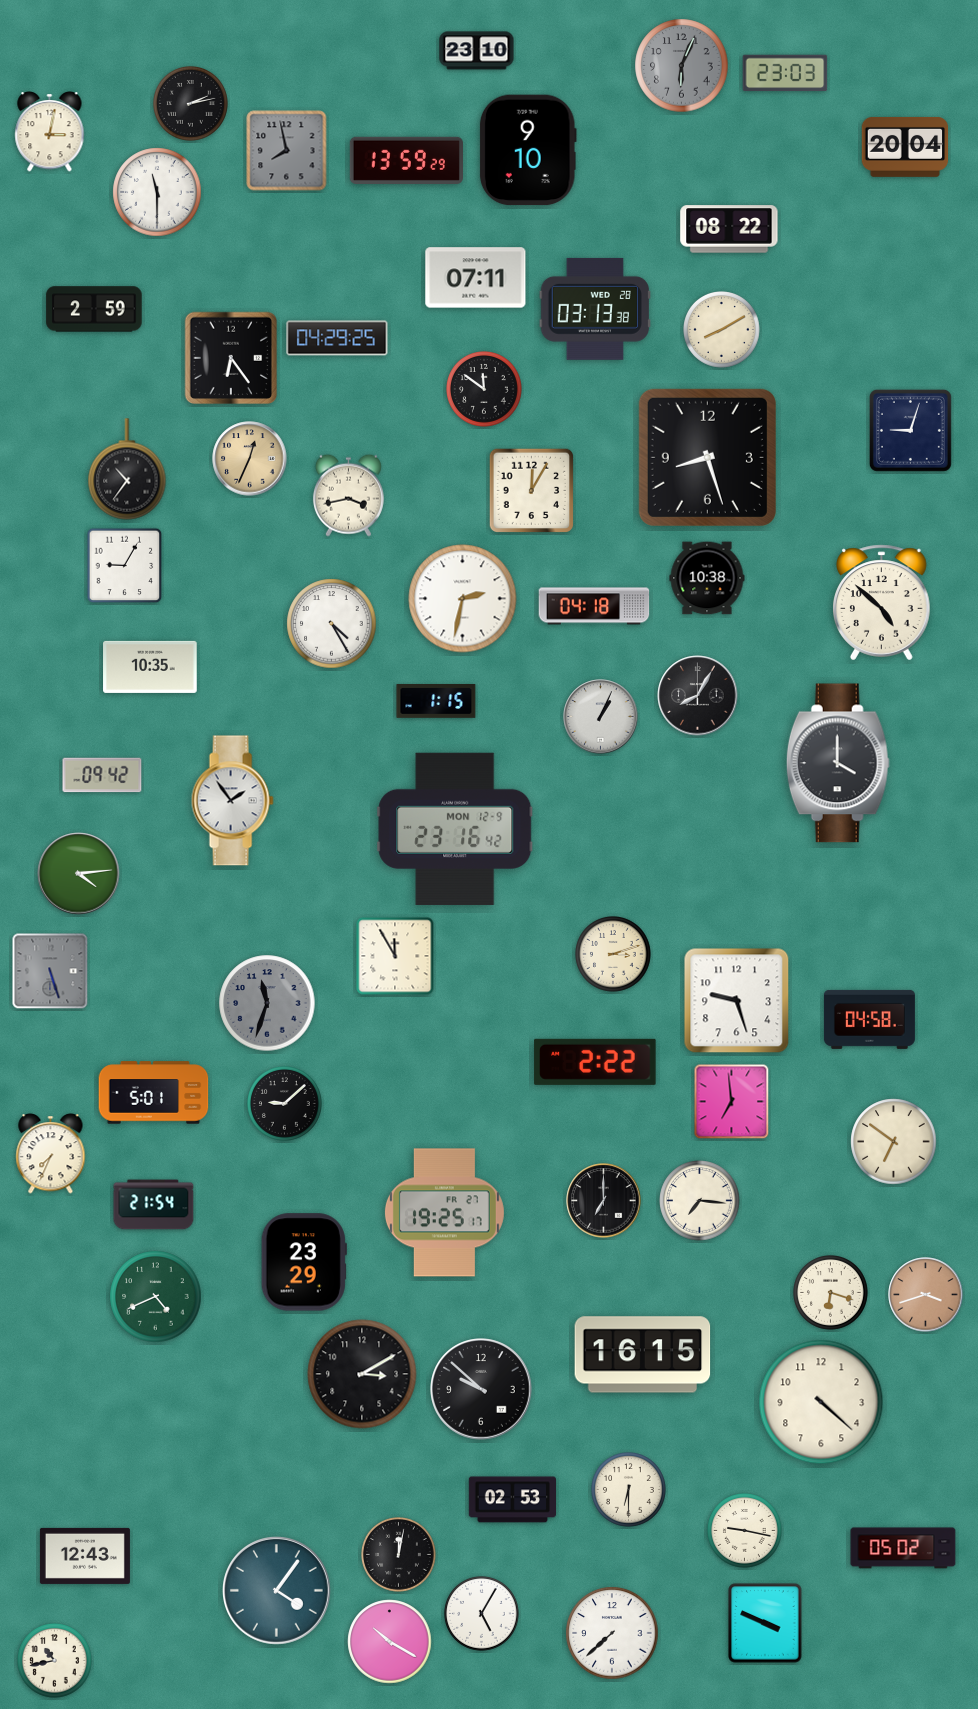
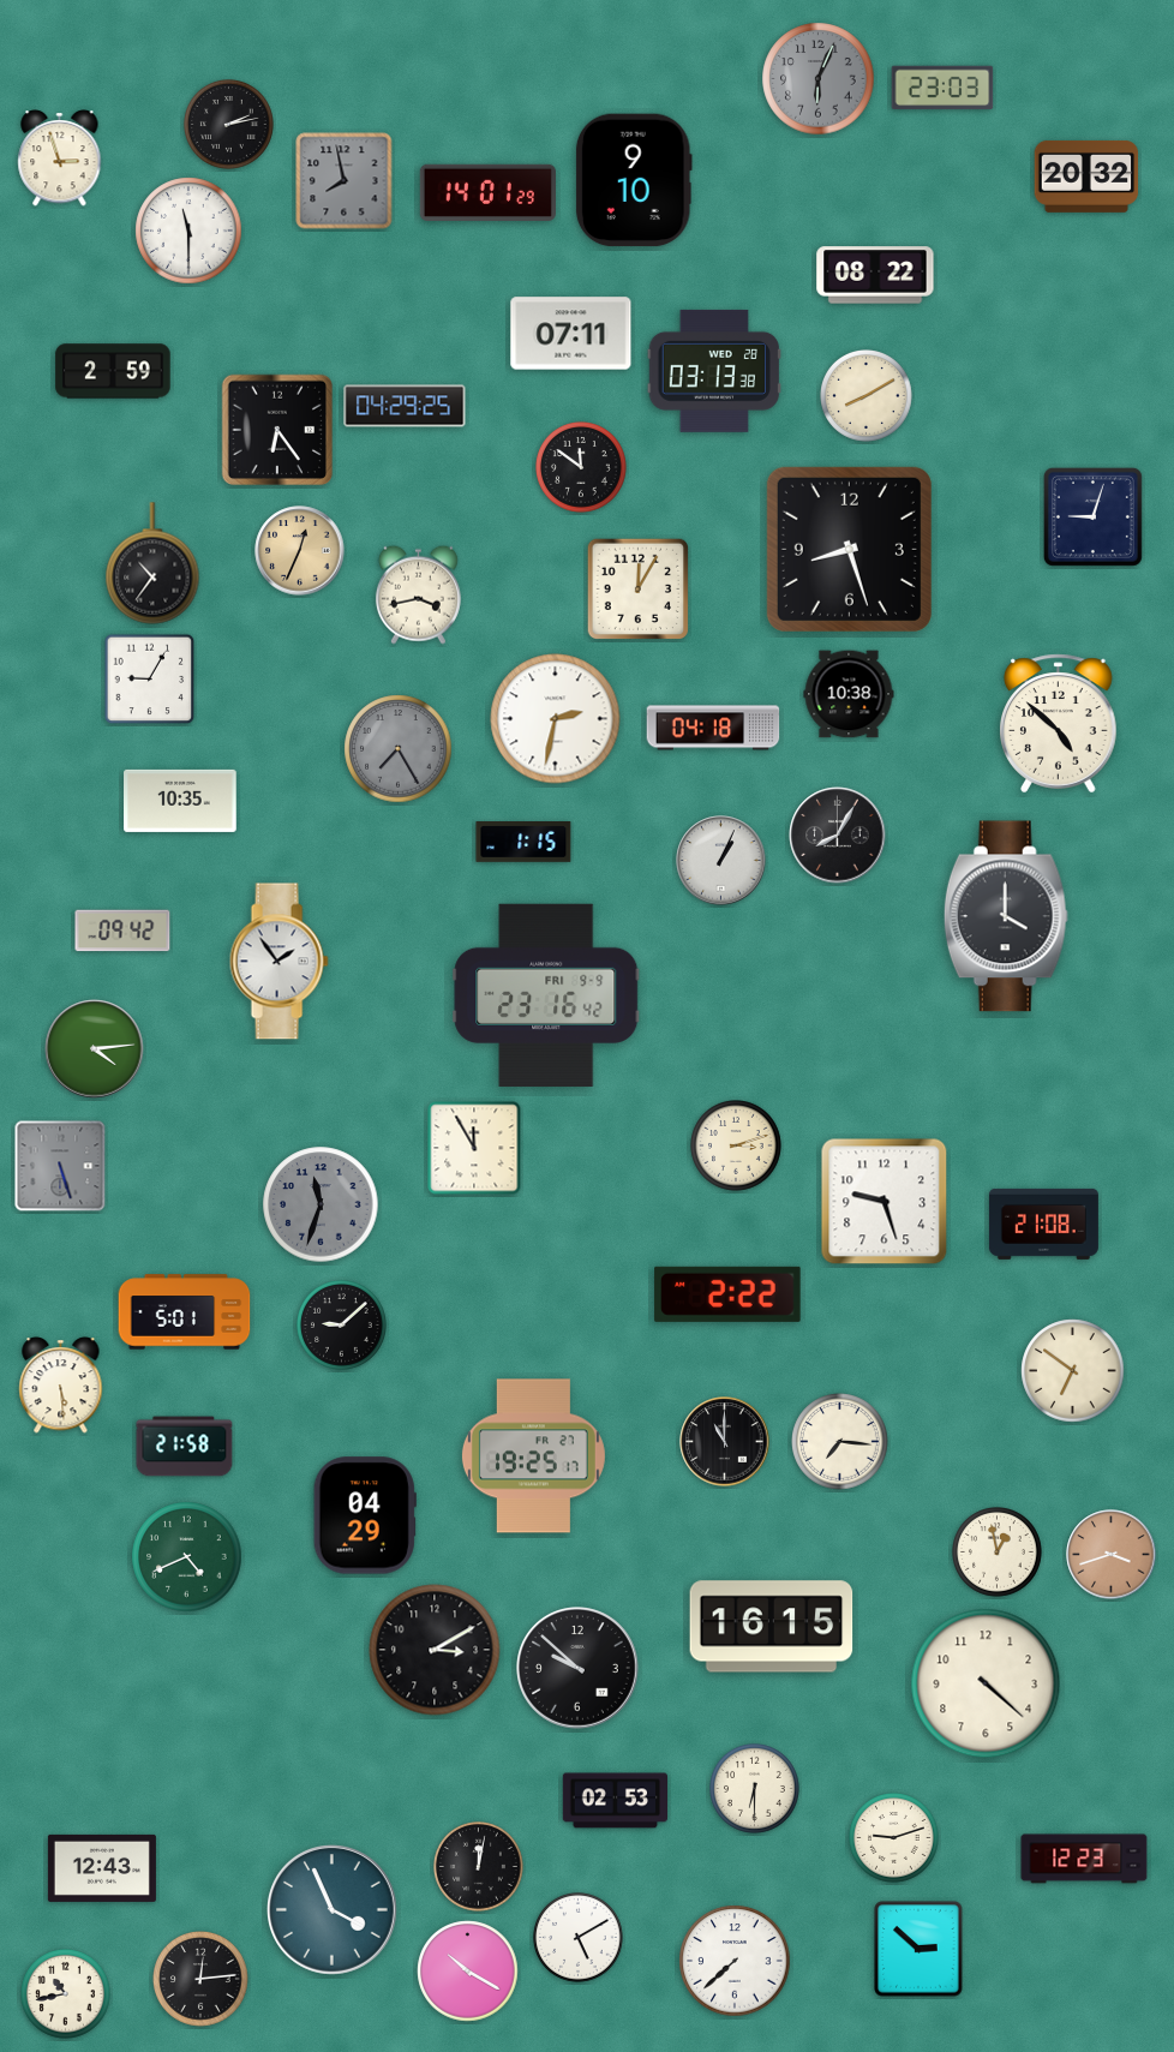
clock at (477, 51): 23:10 -> none
clock at (50, 132): 3:02 -> 2:57
clock at (905, 147): 20:04 -> 20:32
clock at (406, 160): 13:59 -> 14:01
clock at (332, 624): 4:25 -> 7:25
clock at (332, 624) dial: white -> grey
clock at (455, 829) date: MON 12-9 -> FRI 9-9
clock at (869, 1019): 04:58 -> 21:08
clock at (595, 1062) position: (595, 1062) -> (727, 1294)
clock at (732, 1102): 6:59 -> none
clock at (51, 1154): 7:34 -> 5:29
clock at (604, 1201): 7:00 -> 11:00
clock at (154, 1205): 21:54 -> 21:58
clock at (304, 1262): 23:29 -> 04:29
clock at (831, 1293): 6:18 -> 12:58
clock at (745, 1531): 9:17 -> 9:12
clock at (903, 1548): 05:02 -> 12:23
clock at (277, 1591): 4:06 -> 3:56
clock at (482, 1614): 5:05 -> 5:10
clock at (765, 1623): 3:49 -> 2:52
clock at (200, 1979): none -> 12:14
